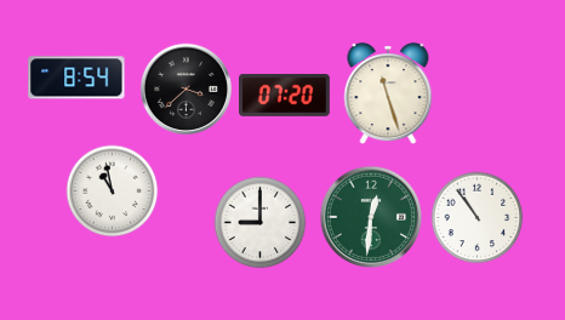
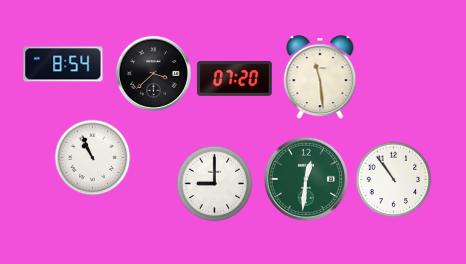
clock at (388, 95): 11:27 -> 11:29
clock at (113, 192): 10:58 -> 10:56
